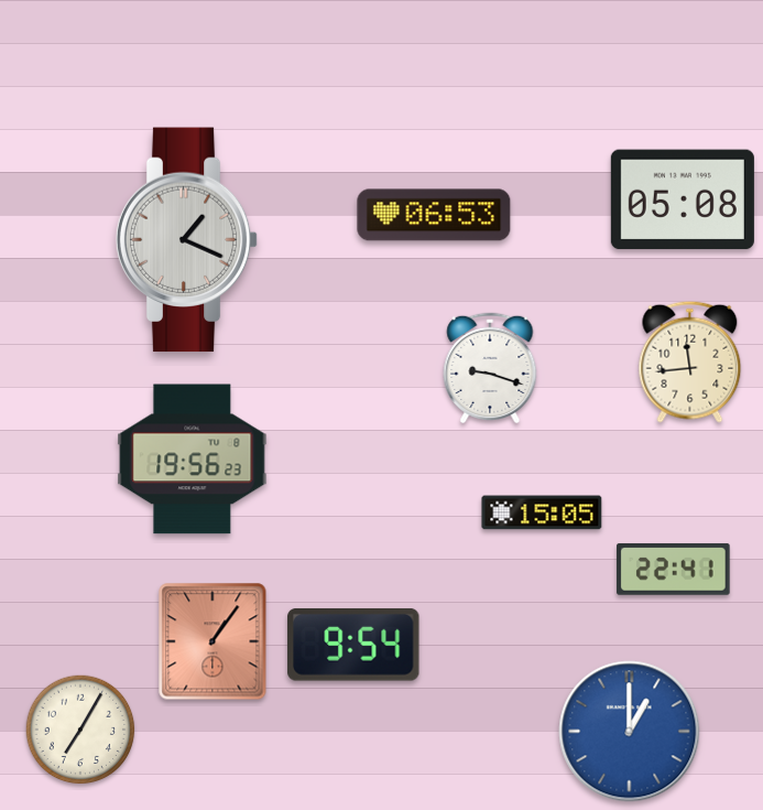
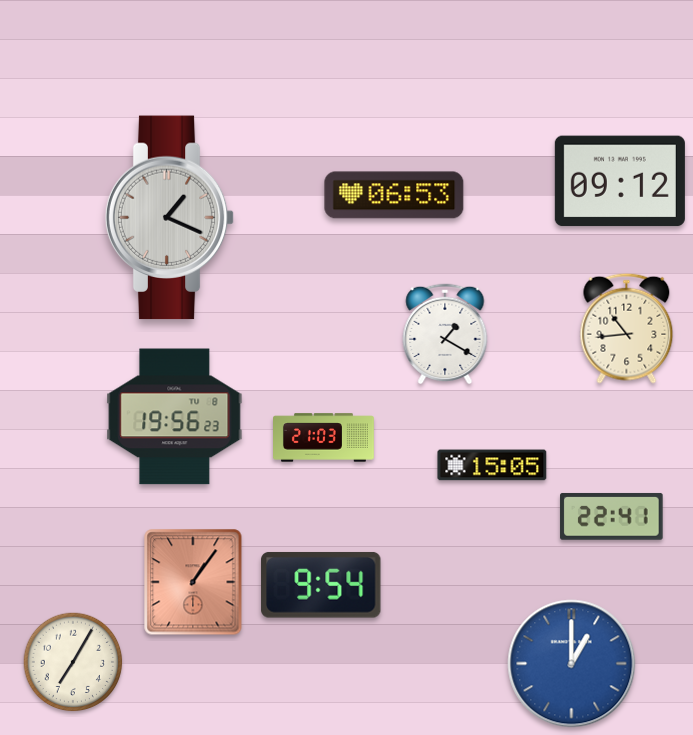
clock at (683, 199): 05:08 -> 09:12
clock at (690, 361): 11:44 -> 10:44
clock at (490, 368): 9:18 -> 1:20
clock at (324, 438): none -> 21:03
